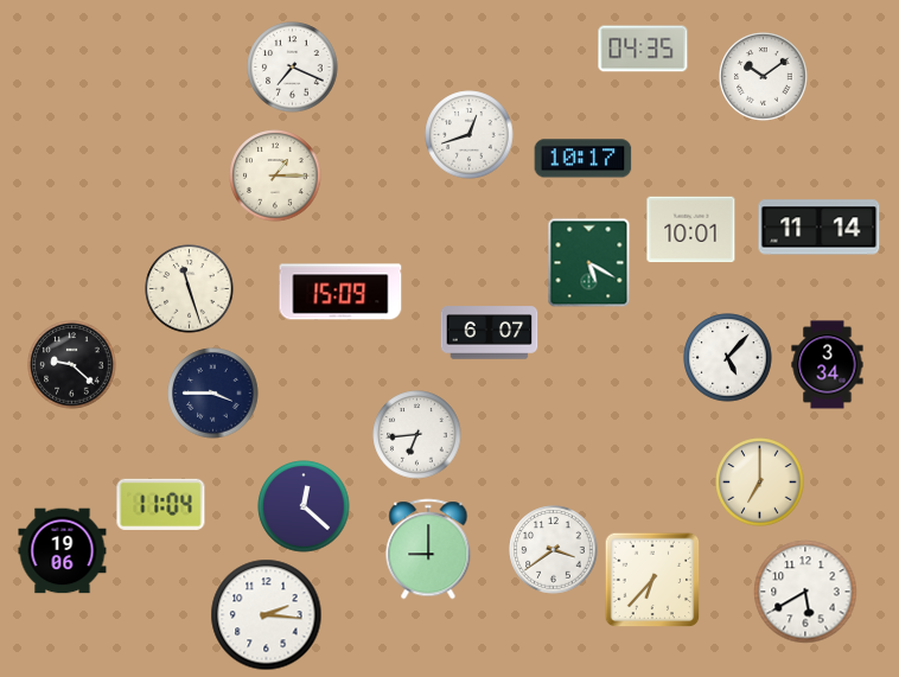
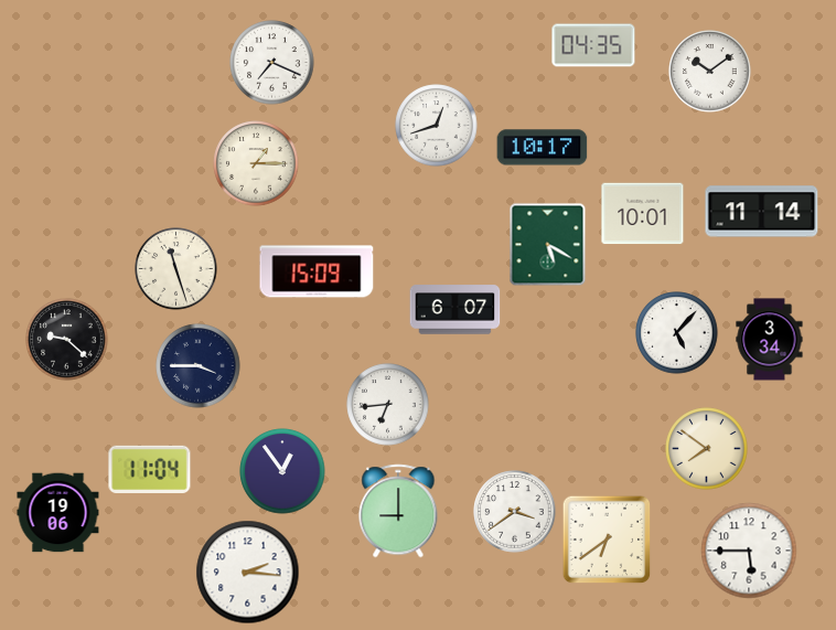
clock at (643, 49) position: (643, 49) -> (593, 45)
clock at (760, 483): 7:00 -> 7:51
clock at (304, 506): 12:22 -> 12:54
clock at (652, 580): 6:37 -> 6:39
clock at (805, 592): 5:40 -> 5:45
